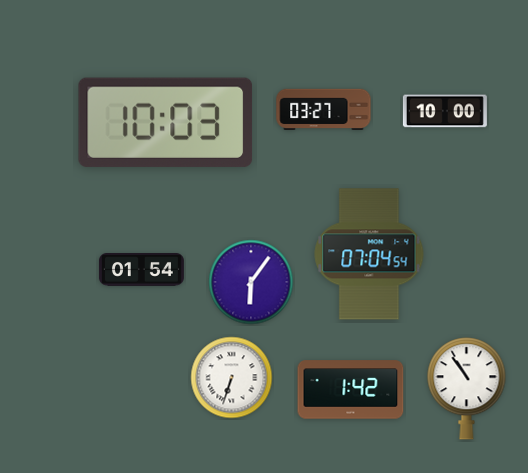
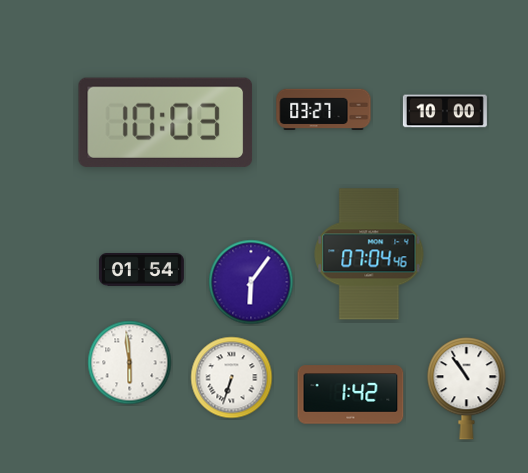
clock at (369, 254): 07:04:54 -> 07:04:46
clock at (130, 363): none -> 5:59
clock at (351, 390) position: (351, 390) -> (351, 395)
